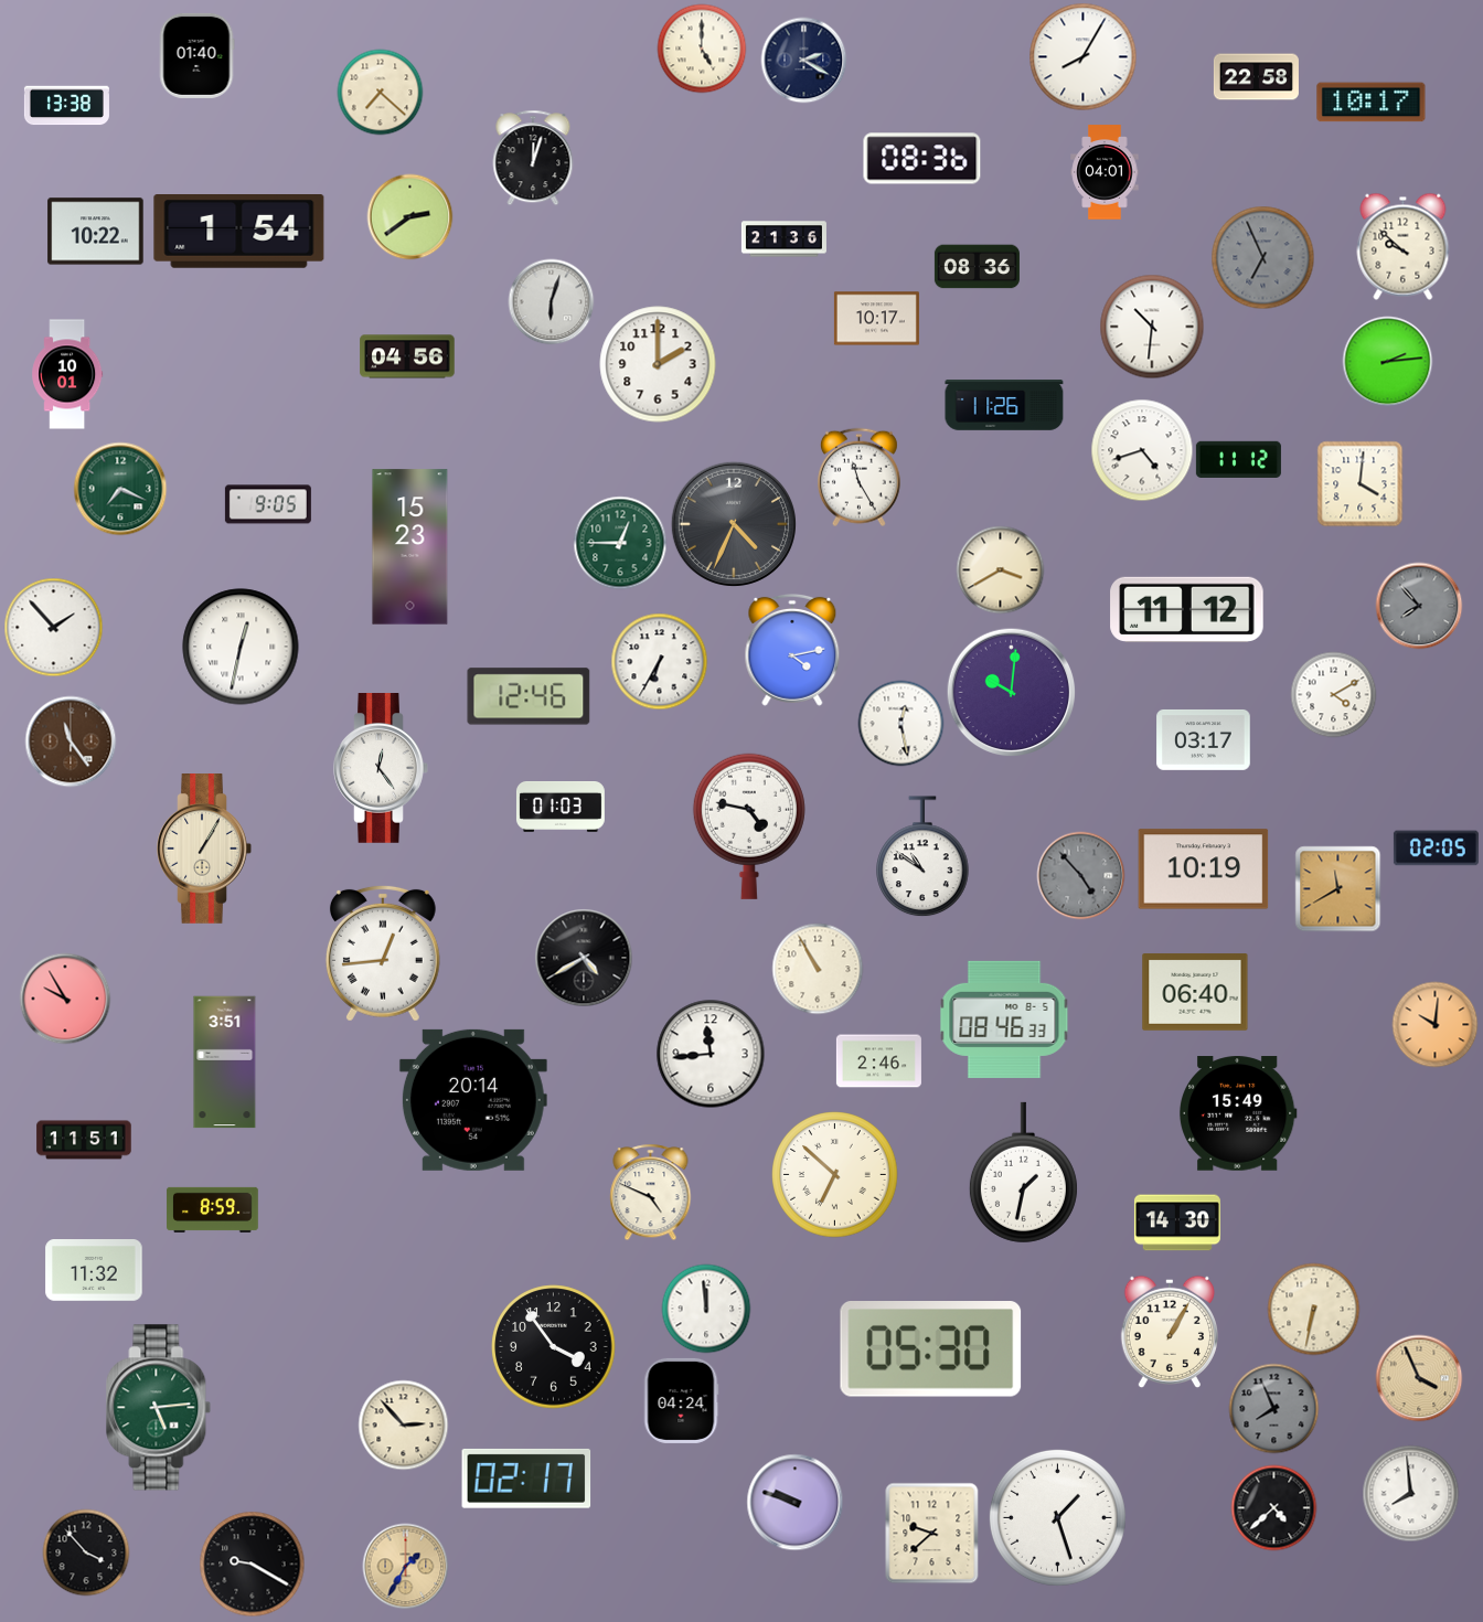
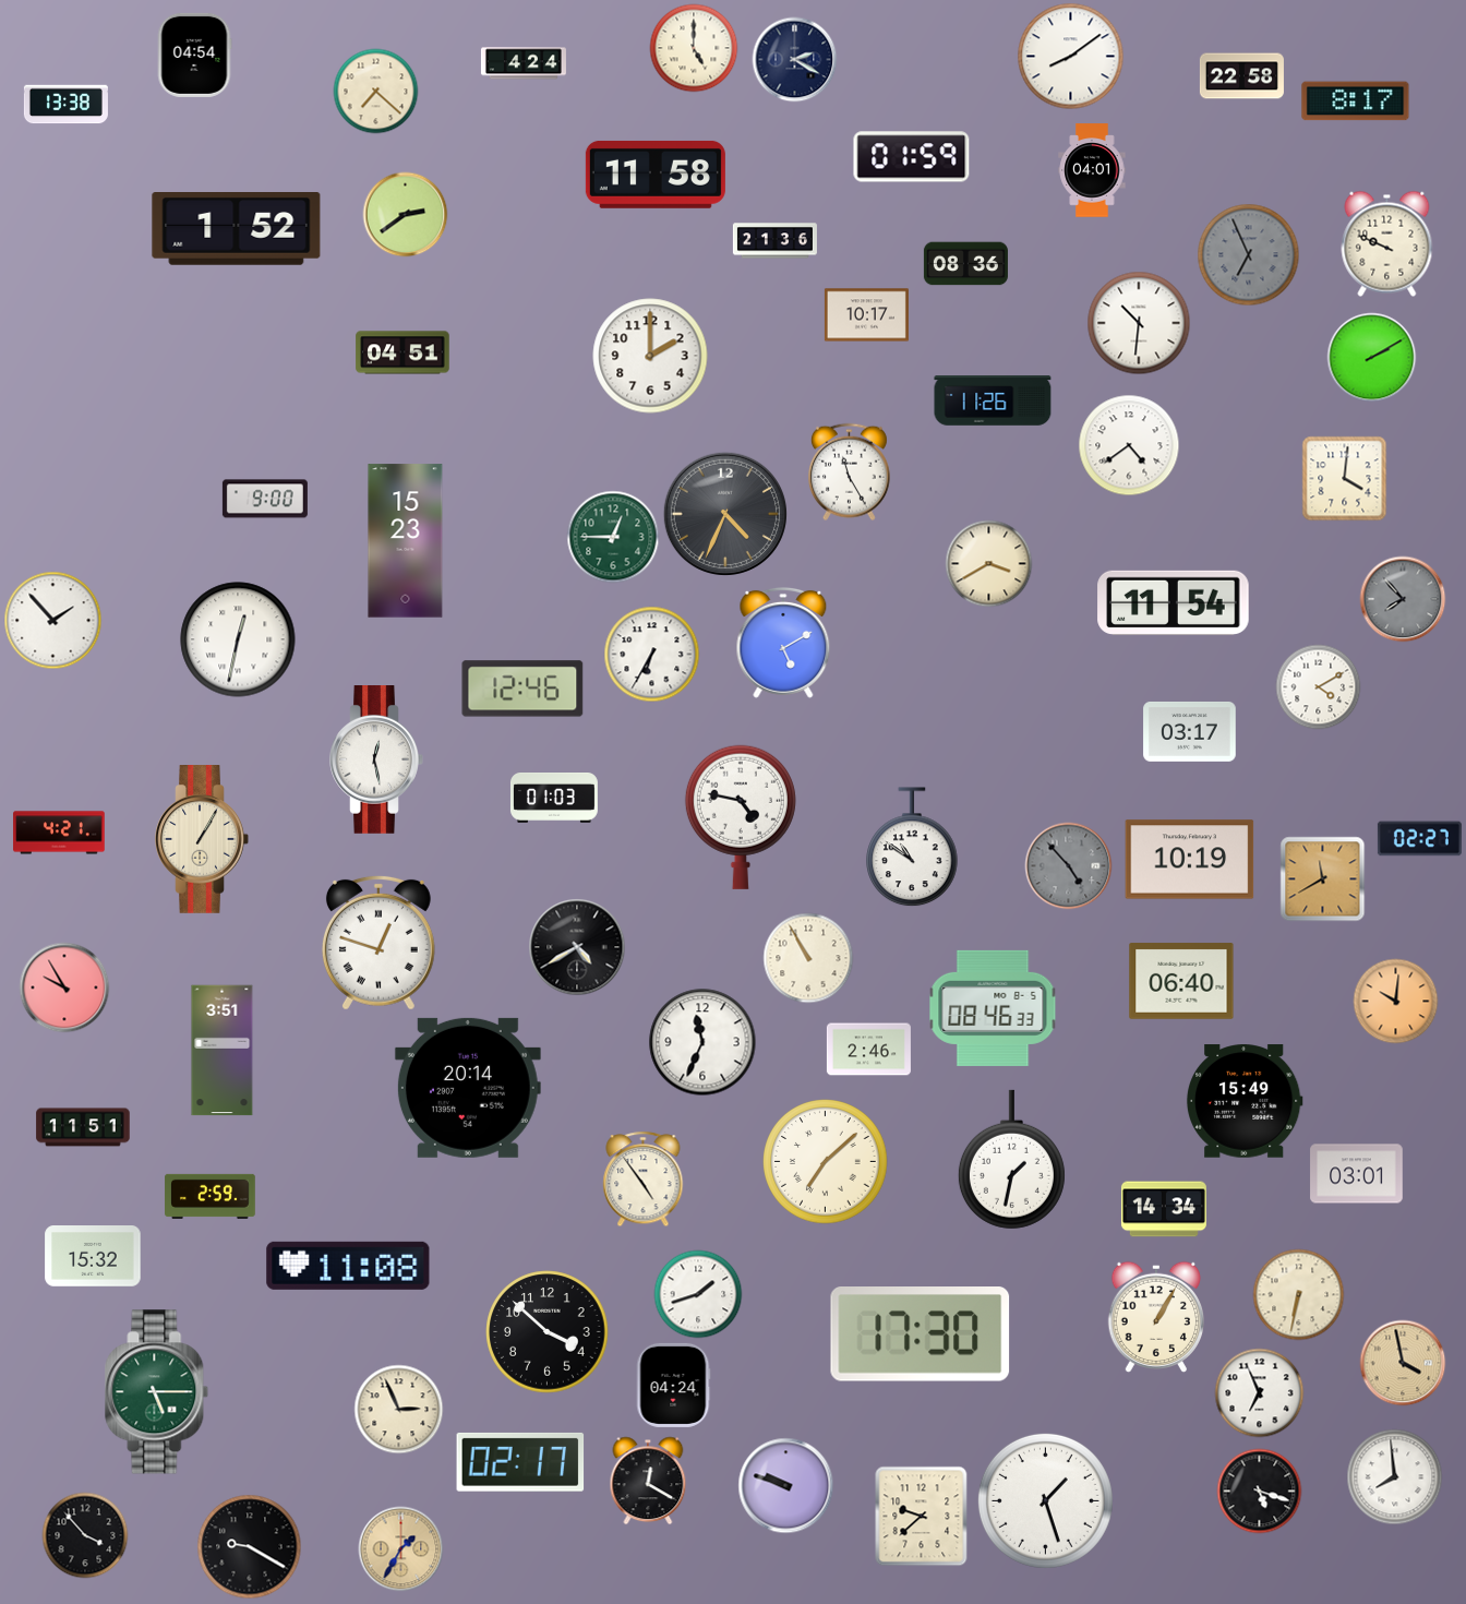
clock at (196, 55): 01:40 -> 04:54
clock at (1082, 56): 8:05 -> 8:09
clock at (524, 63): none -> 4:24
clock at (1372, 103): 10:17 -> 8:17
clock at (533, 158): 12:03 -> none
clock at (922, 159): 08:36 -> 01:59
clock at (656, 175): none -> 11:58
clock at (96, 232): 10:22 -> none
clock at (239, 232): 1:54 -> 1:52
clock at (783, 239) position: (783, 239) -> (774, 241)
clock at (1404, 246): 9:52 -> 9:49
clock at (551, 301): 6:03 -> none
clock at (407, 356): 04:56 -> 04:51
clock at (1387, 361): 2:14 -> 2:10
clock at (658, 364) position: (658, 364) -> (650, 356)
clock at (67, 374): 10:01 -> none
clock at (1142, 450): 4:42 -> 4:39
clock at (1238, 459): 11:12 -> none
clock at (120, 489): 7:19 -> none
clock at (268, 504): 9:05 -> 9:00
clock at (734, 524) position: (734, 524) -> (725, 514)
clock at (1187, 609): 11:12 -> 11:54
clock at (792, 650): 4:13 -> 5:10
clock at (1011, 692): 10:01 -> none
clock at (900, 723): 12:28 -> none
clock at (71, 741): 11:24 -> none
clock at (381, 769): 12:24 -> 12:28
clock at (59, 833): none -> 4:21
clock at (1436, 849): 02:05 -> 02:27
clock at (383, 953): 12:44 -> 12:48
clock at (1434, 1024) position: (1434, 1024) -> (1395, 1001)
clock at (711, 1054): 11:44 -> 11:34
clock at (1238, 1113) position: (1238, 1113) -> (1245, 1101)
clock at (835, 1175): 6:52 -> 7:08
clock at (1357, 1174): none -> 03:01
clock at (651, 1192): 4:49 -> 4:54
clock at (213, 1209): 8:59 -> 2:59
clock at (1177, 1223): 14:30 -> 14:34
clock at (94, 1271): 11:32 -> 15:32
clock at (348, 1266): none -> 11:08
clock at (706, 1309): 11:59 -> 1:42
clock at (554, 1347): 3:54 -> 3:52
clock at (931, 1349): 05:30 -> 17:30
clock at (1419, 1378): 3:56 -> 3:58
clock at (159, 1408): 5:14 -> 5:15
clock at (1273, 1408): 7:56 -> 6:56
clock at (1273, 1408) dial: grey -> white
clock at (403, 1424): 2:53 -> 2:56
clock at (648, 1481): none -> 12:20
clock at (1273, 1507): 4:38 -> 5:18
